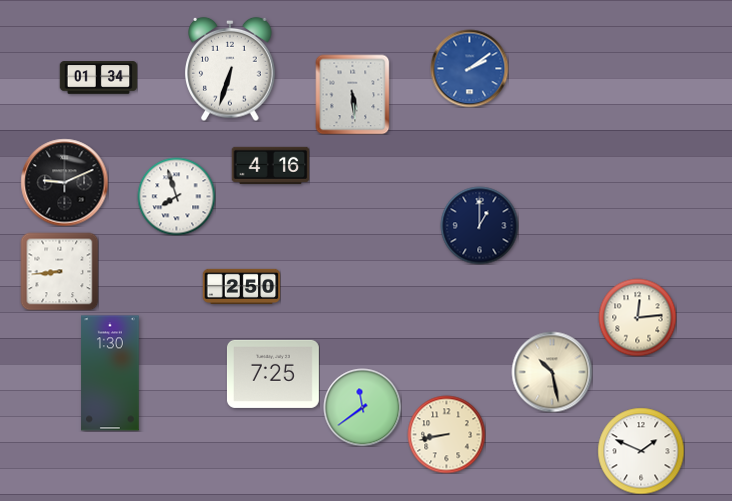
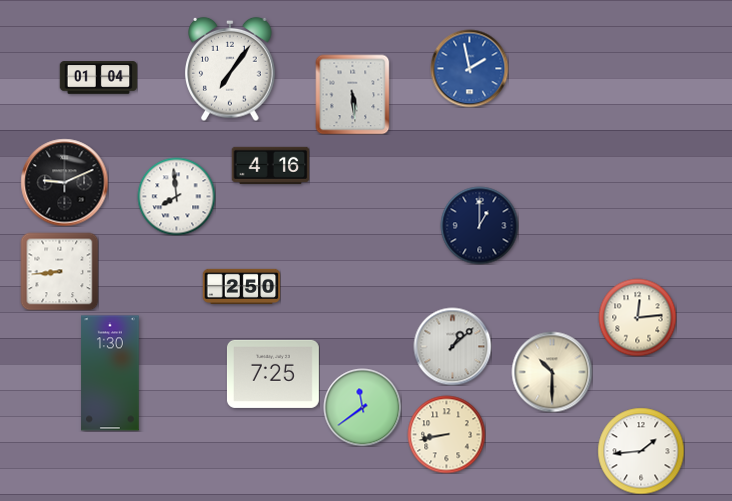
clock at (469, 68): 2:09 -> 1:58
clock at (230, 69): 6:33 -> 7:06
clock at (98, 78): 01:34 -> 01:04
clock at (176, 196): 7:57 -> 7:59
clock at (452, 346): none -> 1:08
clock at (552, 372): 10:28 -> 10:30
clock at (641, 451): 1:49 -> 1:44
